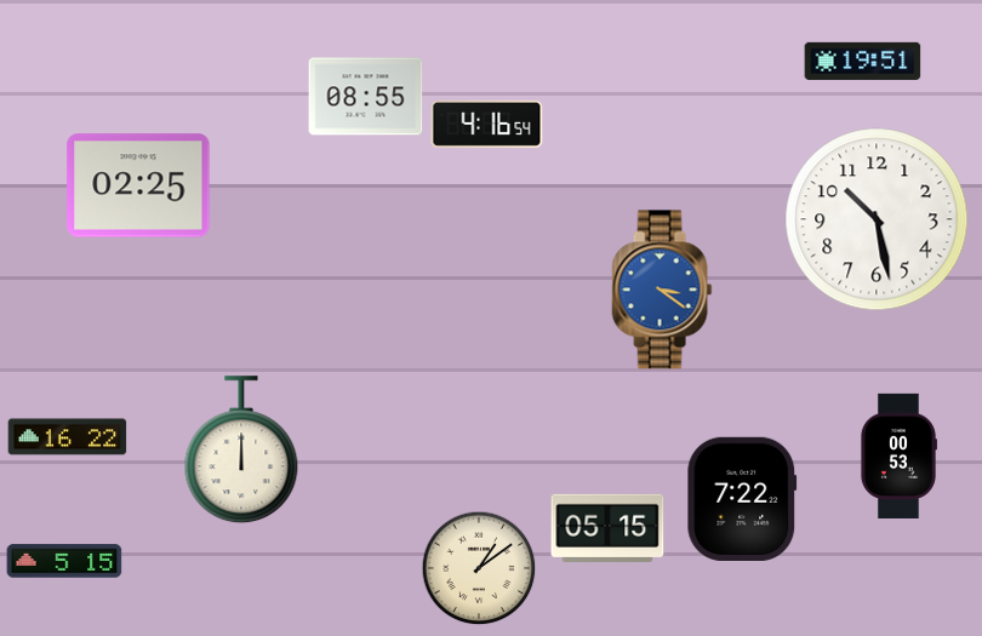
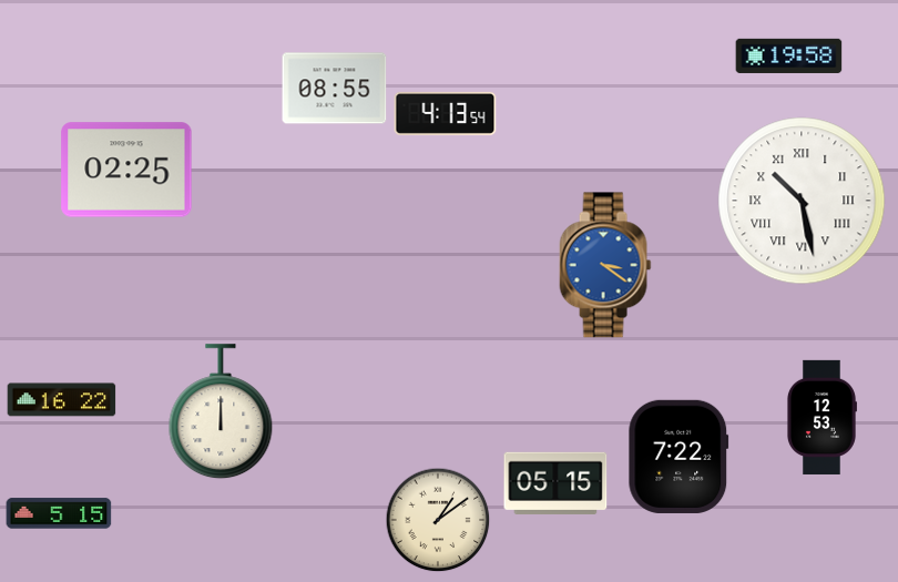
clock at (863, 61): 19:51 -> 19:58
clock at (487, 124): 4:16 -> 4:13
clock at (877, 219) numerals: Arabic -> Roman
clock at (898, 455): 00:53 -> 12:53
